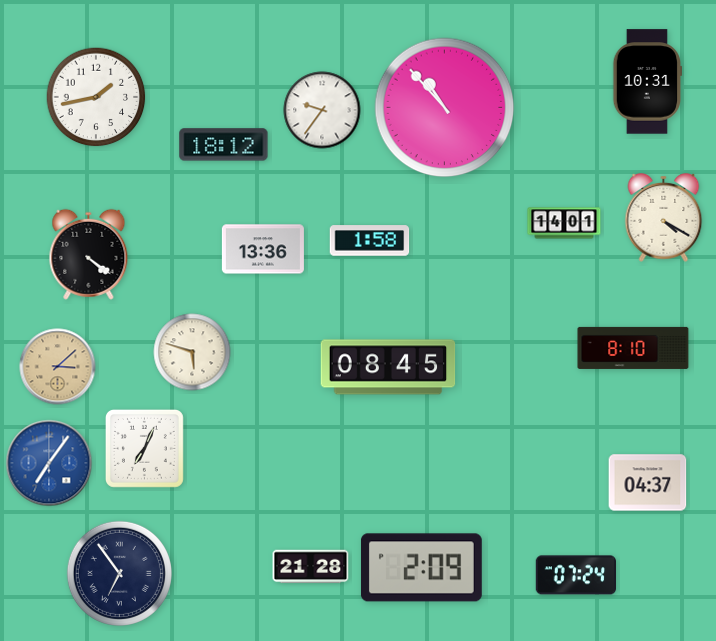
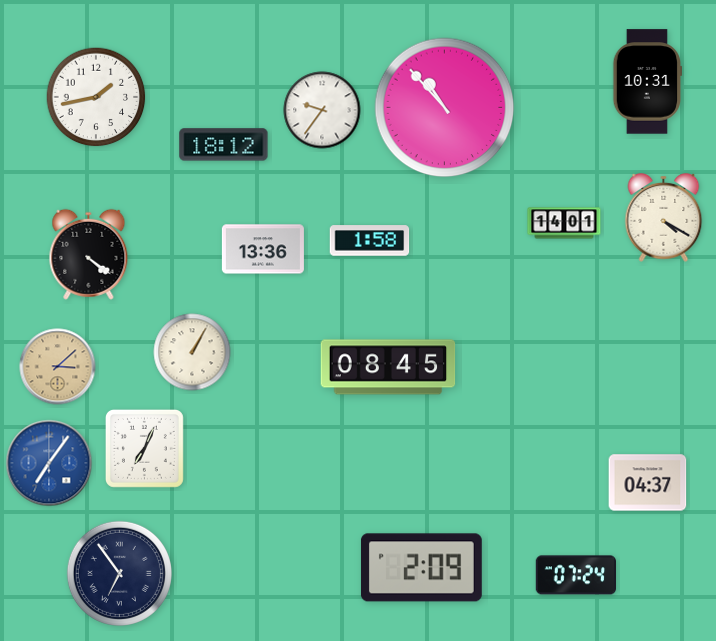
clock at (633, 348): 8:10 -> none
clock at (192, 352): 5:48 -> 1:05
clock at (311, 567): 21:28 -> none
